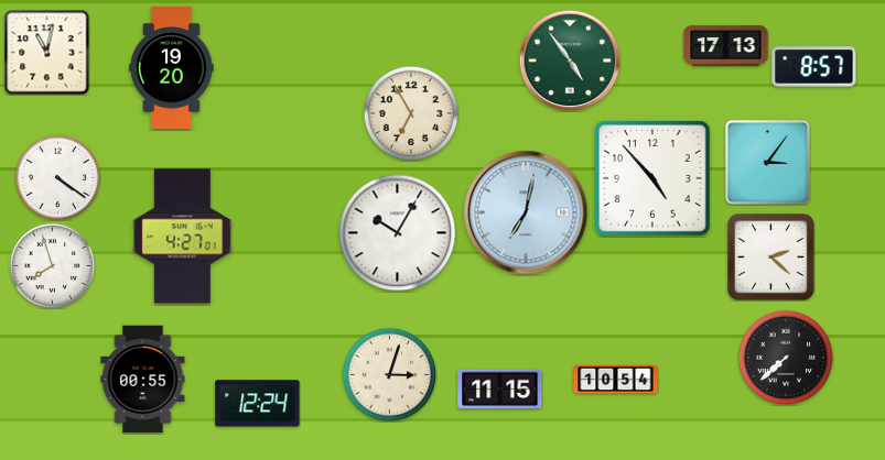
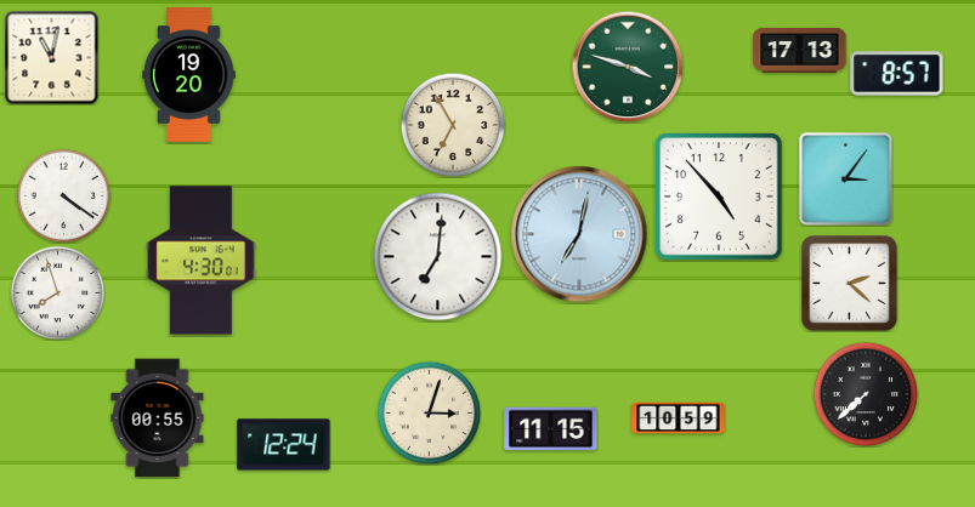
clock at (570, 61): 4:54 -> 3:48
clock at (398, 233): 10:05 -> 7:01
clock at (183, 237): 4:27 -> 4:30
clock at (616, 380): 10:54 -> 10:59
